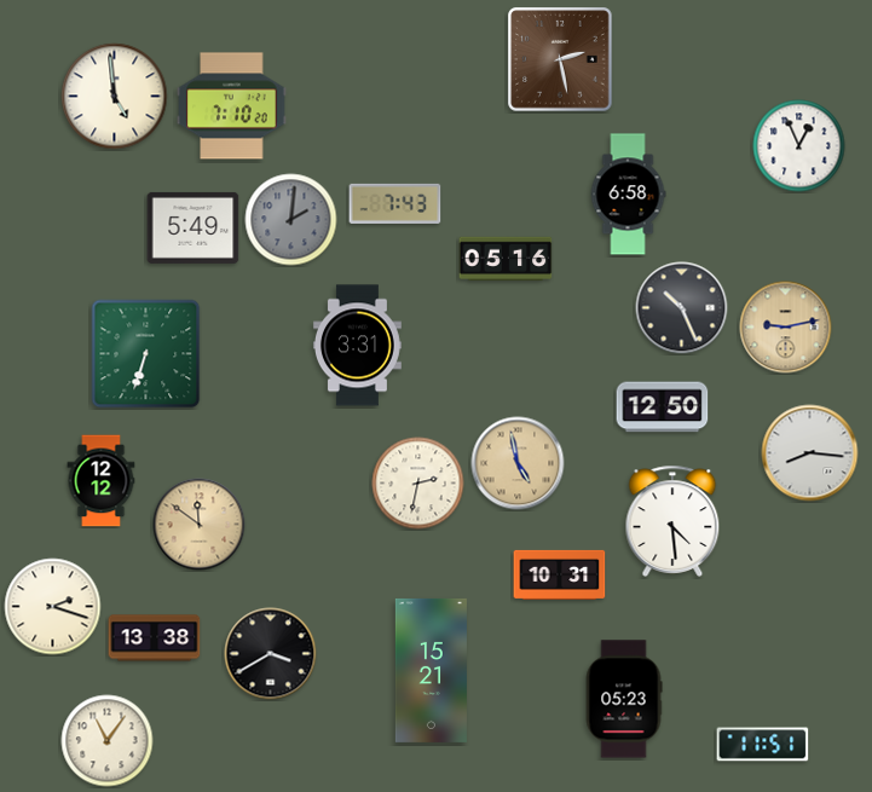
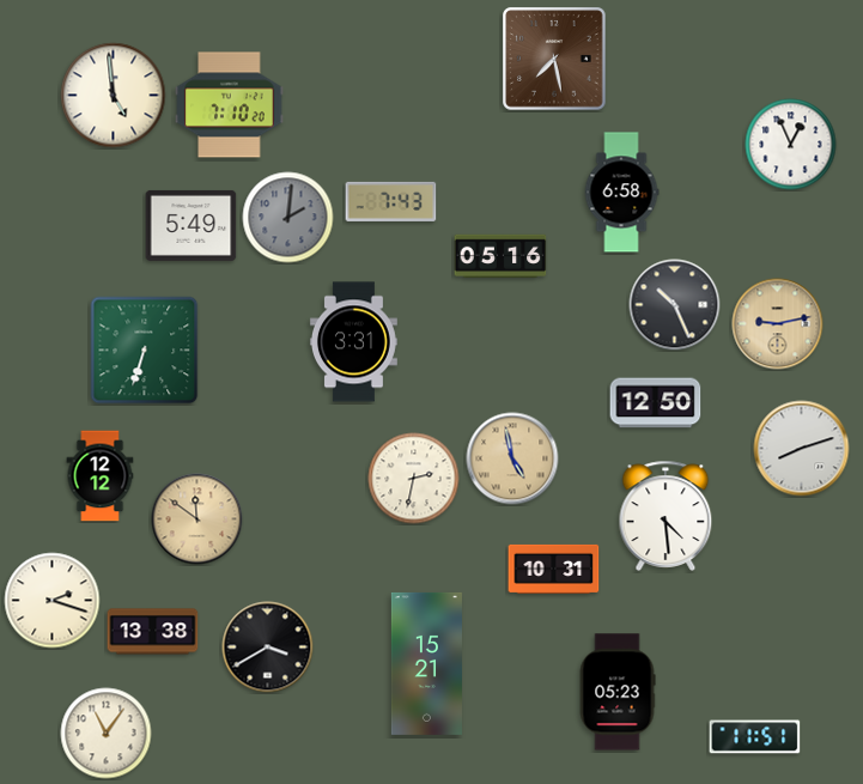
clock at (560, 59): 2:28 -> 7:28
clock at (810, 453): 8:16 -> 8:12
